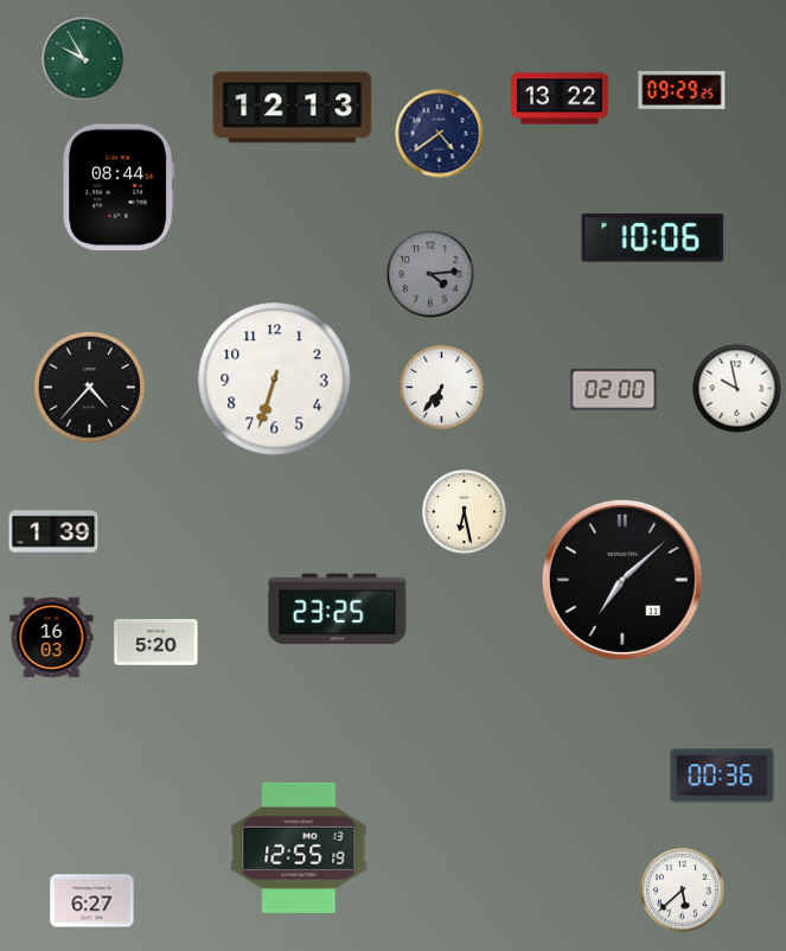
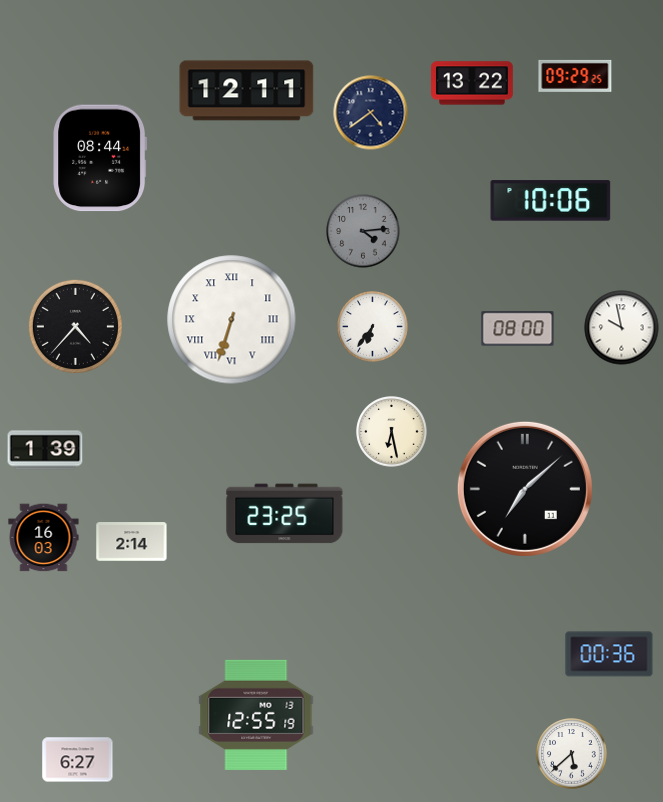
clock at (84, 59): 9:55 -> none
clock at (293, 108): 12:13 -> 12:11
clock at (275, 379) numerals: Arabic -> Roman
clock at (614, 390): 02:00 -> 08:00
clock at (156, 643): 5:20 -> 2:14
clock at (299, 848) position: (299, 848) -> (256, 715)
clock at (683, 891) position: (683, 891) -> (572, 754)
